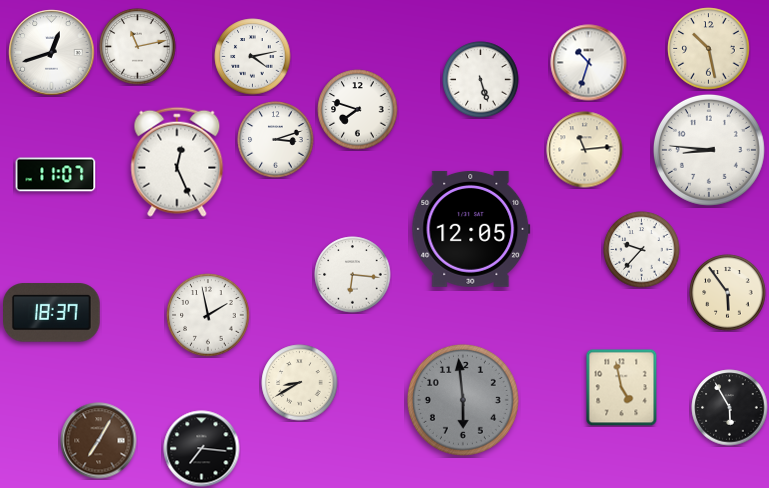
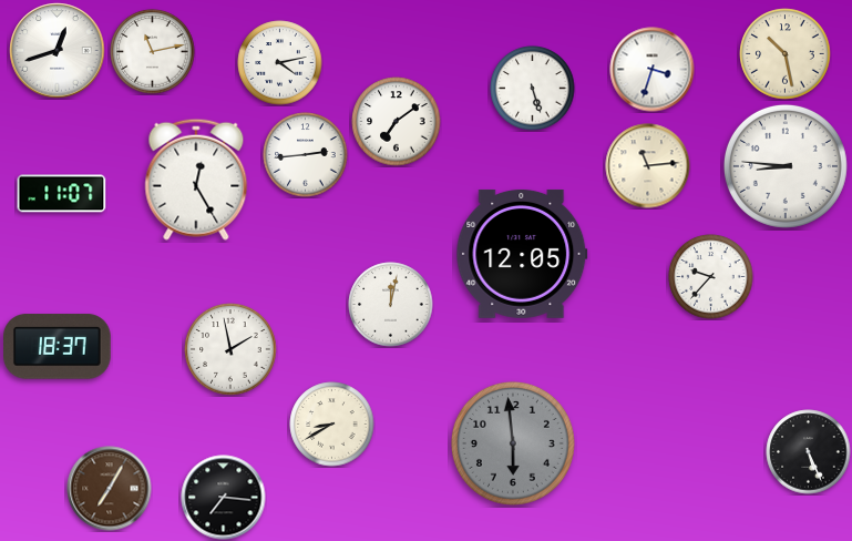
clock at (52, 53) position: (52, 53) -> (58, 51)
clock at (589, 63): 10:33 -> 3:33
clock at (358, 110): 7:48 -> 7:09
clock at (276, 140): 3:12 -> 2:44
clock at (177, 162): 12:26 -> 12:25
clock at (353, 275): 6:16 -> 12:02
clock at (728, 293): 5:54 -> none
clock at (622, 387): 4:58 -> none
clock at (730, 408): 5:55 -> 5:26
